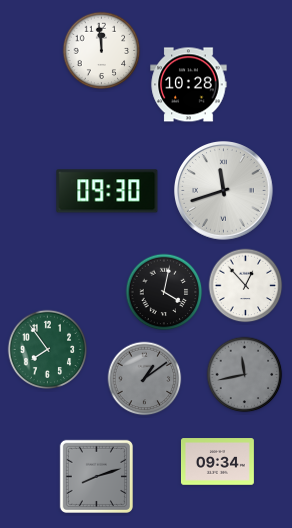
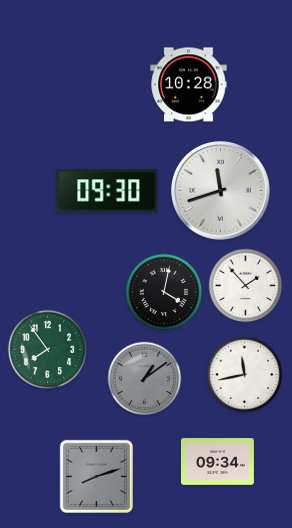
clock at (102, 51): 11:59 -> none
clock at (224, 191) position: (224, 191) -> (221, 191)
clock at (246, 286): 12:53 -> 1:53
clock at (245, 375) dial: grey -> white
